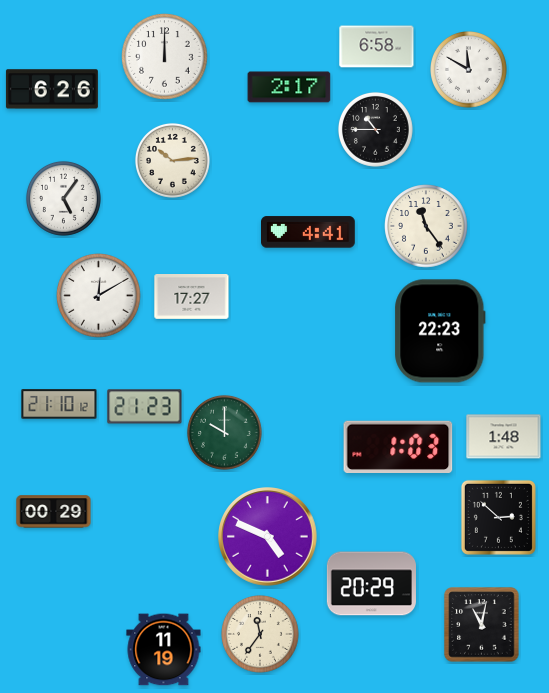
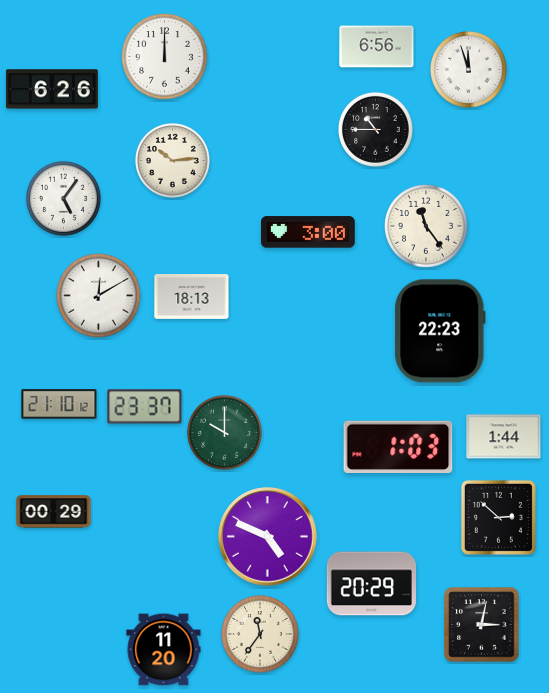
clock at (377, 47): 6:58 -> 6:56
clock at (469, 70): 11:50 -> 11:57
clock at (289, 87): 2:17 -> none
clock at (309, 232): 4:41 -> 3:00
clock at (192, 297): 17:27 -> 18:13
clock at (145, 407): 21:23 -> 23:37
clock at (504, 437): 1:48 -> 1:44
clock at (482, 625): 11:02 -> 3:02
clock at (164, 650): 11:19 -> 11:20
